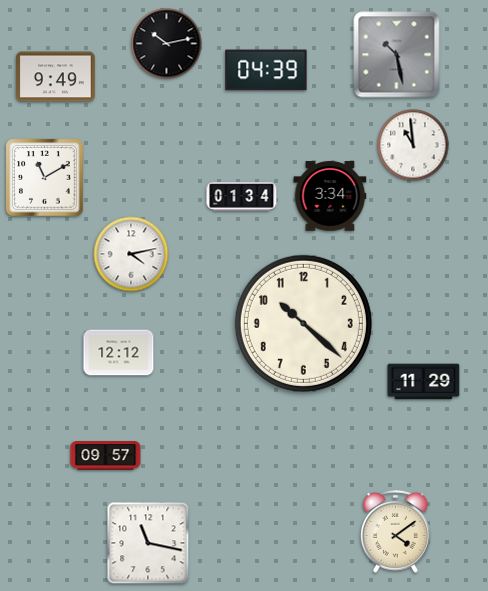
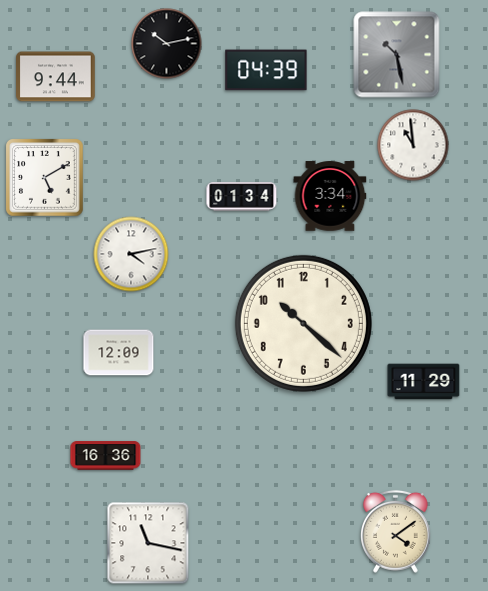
clock at (56, 77): 9:49 -> 9:44
clock at (45, 178): 11:10 -> 5:10
clock at (119, 353): 12:12 -> 12:09
clock at (106, 456): 09:57 -> 16:36
